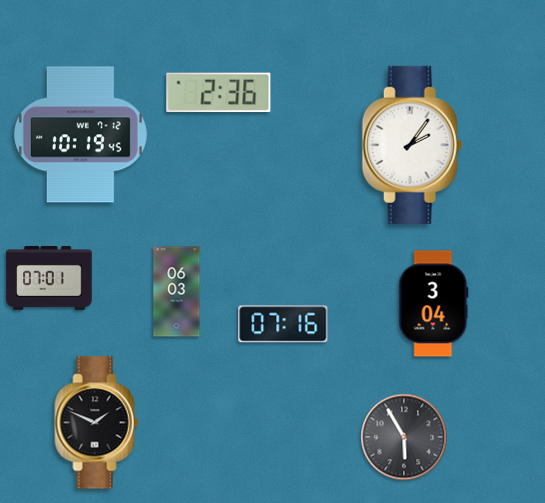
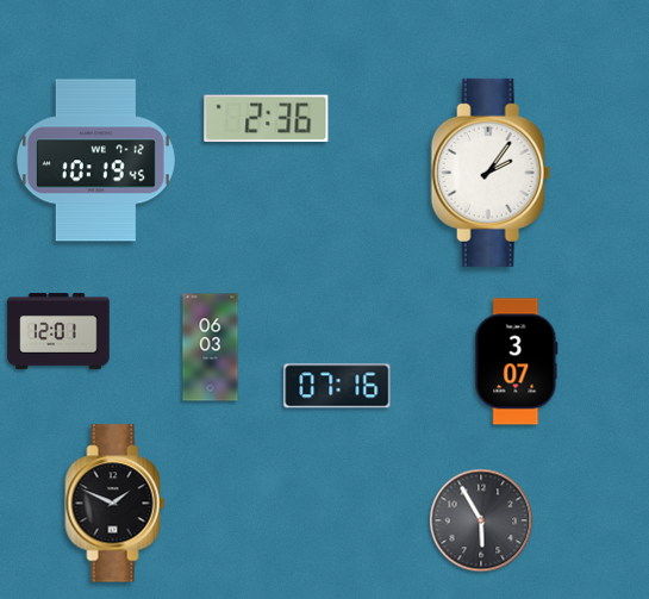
clock at (219, 93) position: (219, 93) -> (267, 119)
clock at (49, 278): 07:01 -> 12:01
clock at (434, 304): 3:04 -> 3:07
